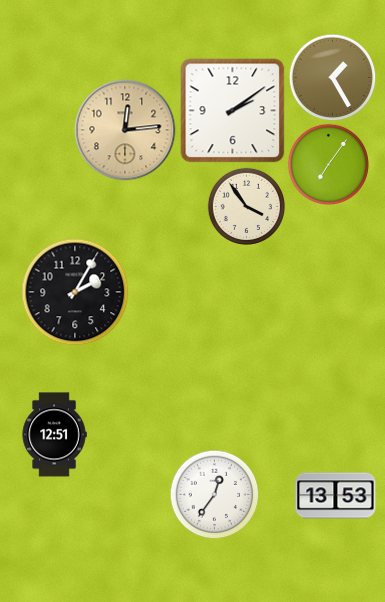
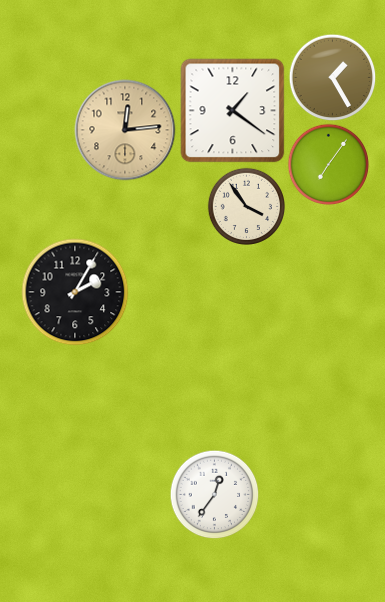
clock at (233, 111): 2:09 -> 1:21
clock at (54, 435): 12:51 -> none
clock at (336, 496): 13:53 -> none
